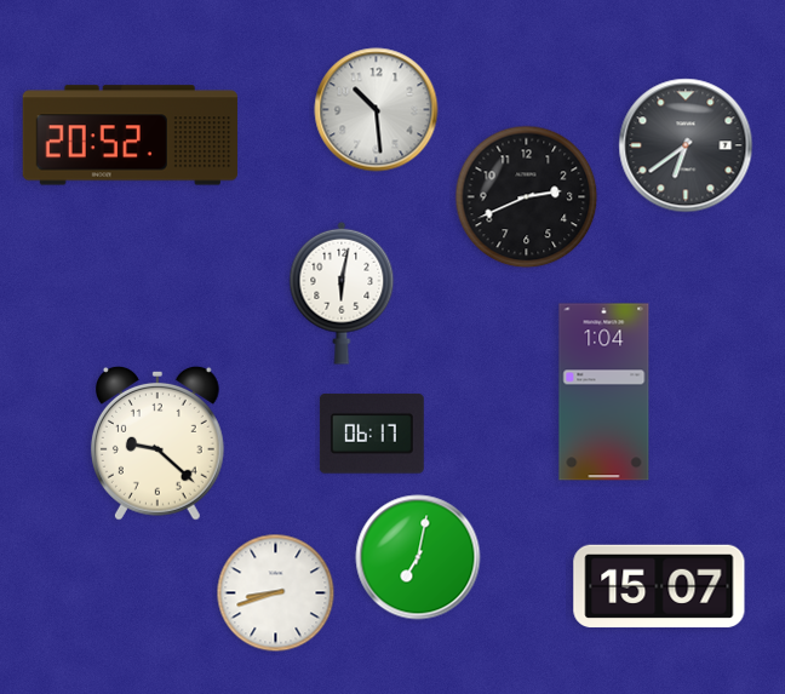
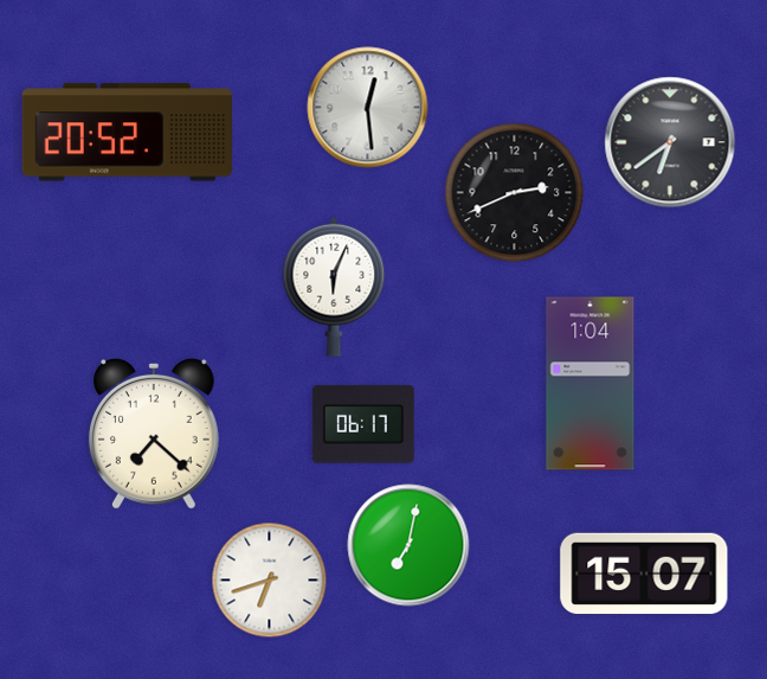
clock at (377, 110): 10:29 -> 12:29
clock at (342, 293): 6:02 -> 6:04
clock at (157, 443): 9:22 -> 7:22
clock at (276, 593): 8:42 -> 6:42
